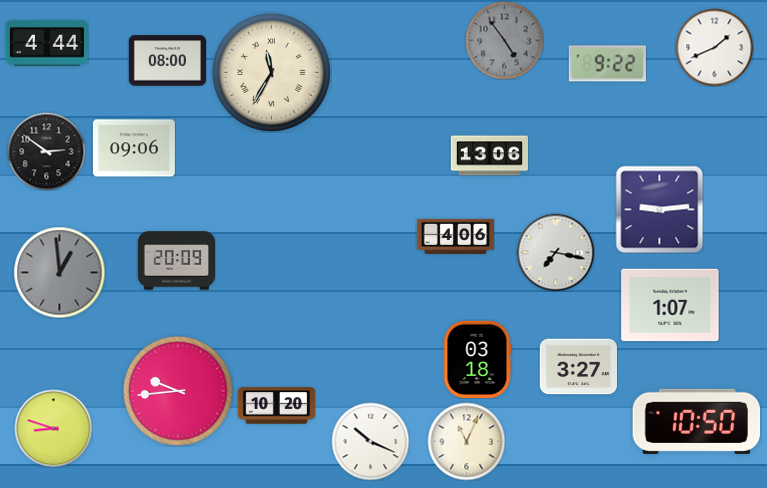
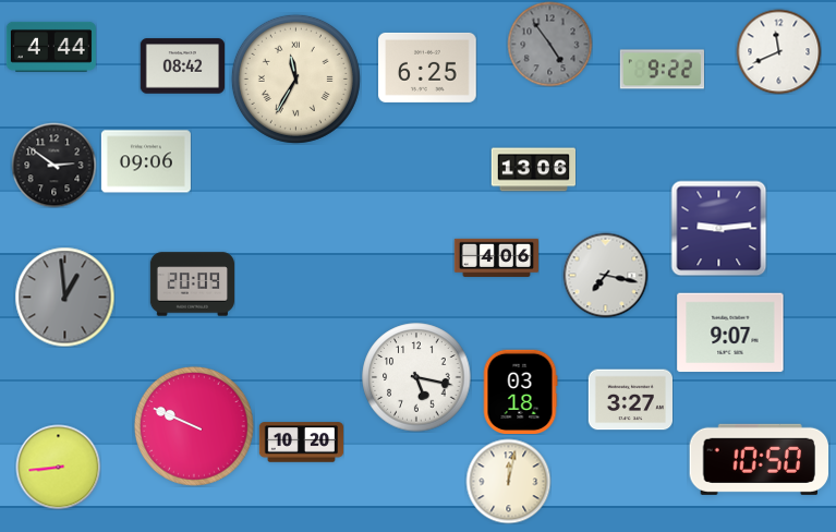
clock at (714, 47): 1:41 -> 11:41
clock at (167, 61): 08:00 -> 08:42
clock at (427, 68): none -> 6:25
clock at (46, 151) position: (46, 151) -> (53, 165)
clock at (670, 305): 1:07 -> 9:07
clock at (416, 377): none -> 5:17
clock at (178, 391): 9:44 -> 9:49
clock at (53, 428): 8:48 -> 8:44
clock at (370, 441): 10:19 -> none
clock at (466, 441): 11:04 -> 12:02
